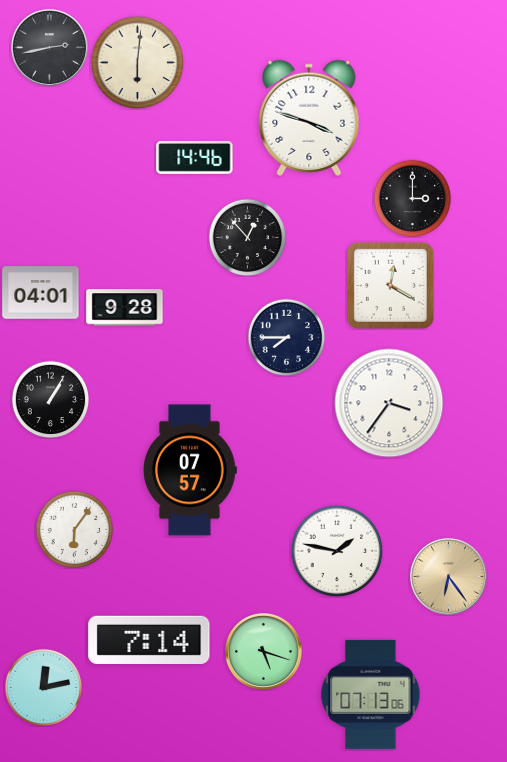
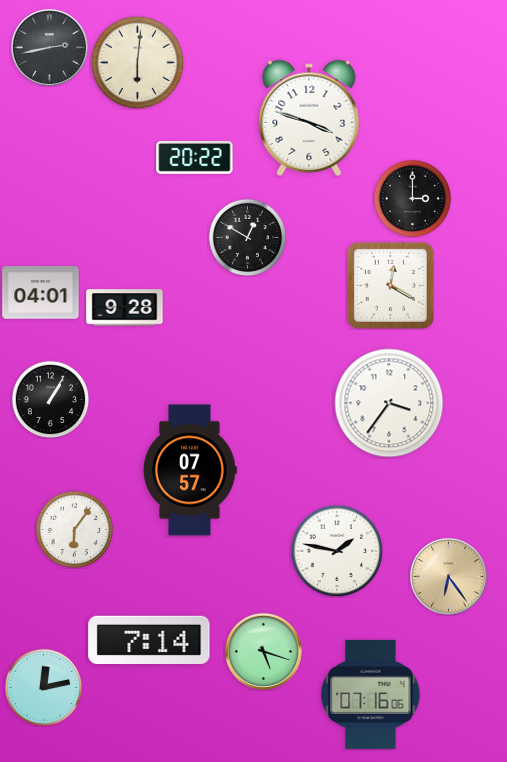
clock at (195, 157): 14:46 -> 20:22
clock at (247, 237): 12:53 -> 12:50
clock at (286, 337): 7:45 -> none
clock at (371, 694): 07:13 -> 07:16
